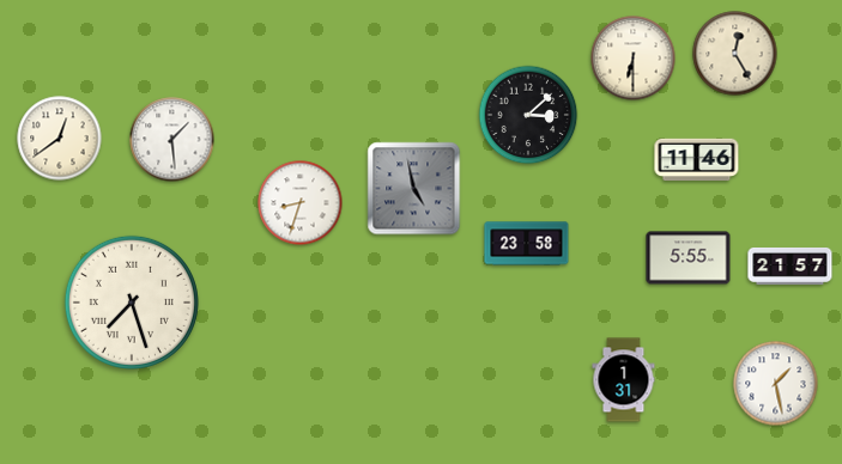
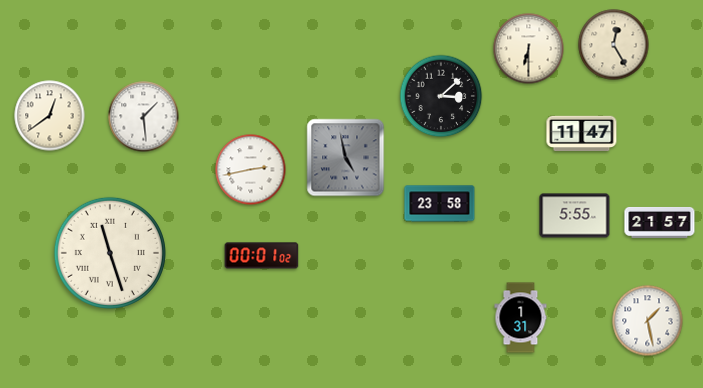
clock at (697, 160): 11:46 -> 11:47
clock at (301, 203): 8:33 -> 2:43
clock at (132, 303): 7:27 -> 11:27
clock at (262, 256): none -> 00:01
